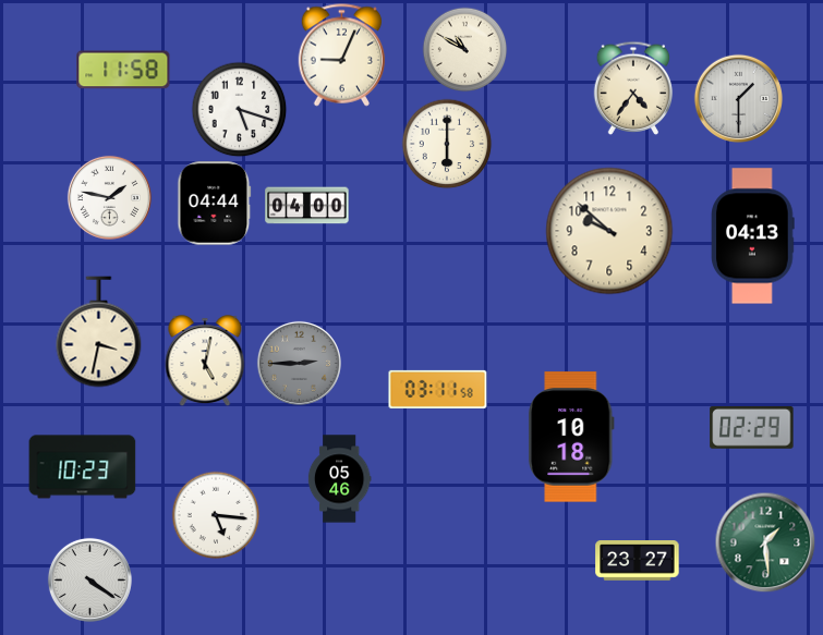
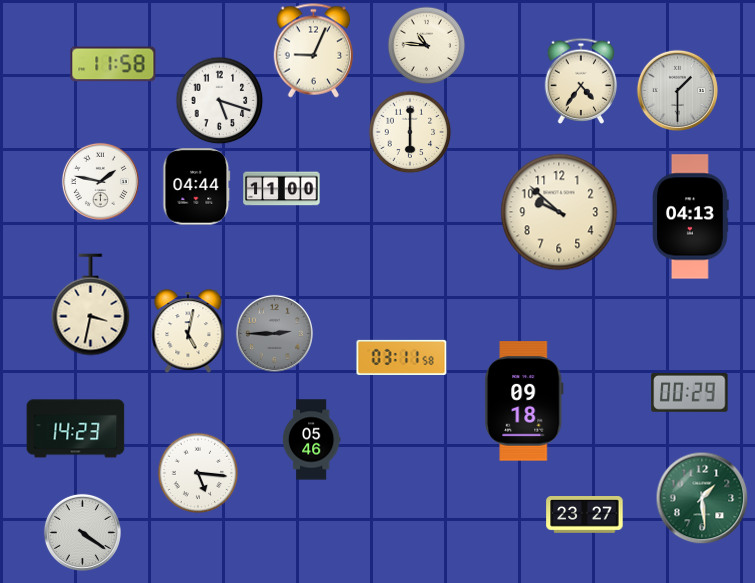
clock at (464, 49): 10:50 -> 10:46
clock at (307, 206): 04:00 -> 11:00
clock at (752, 427): 02:29 -> 00:29
clock at (571, 437): 10:18 -> 09:18
clock at (83, 467): 10:23 -> 14:23
